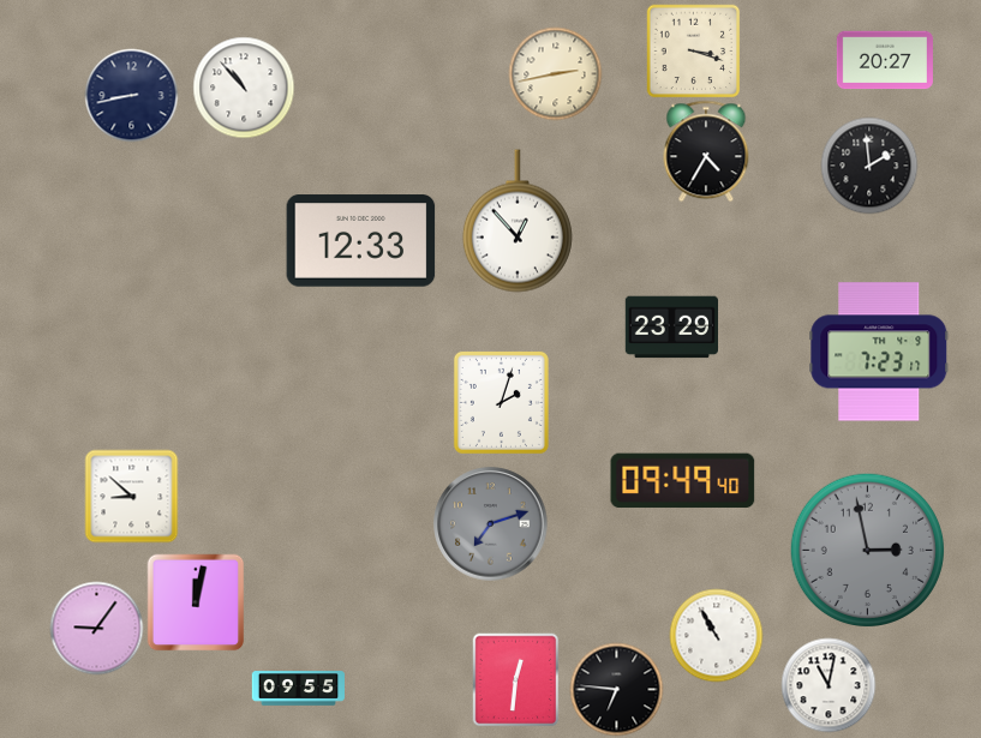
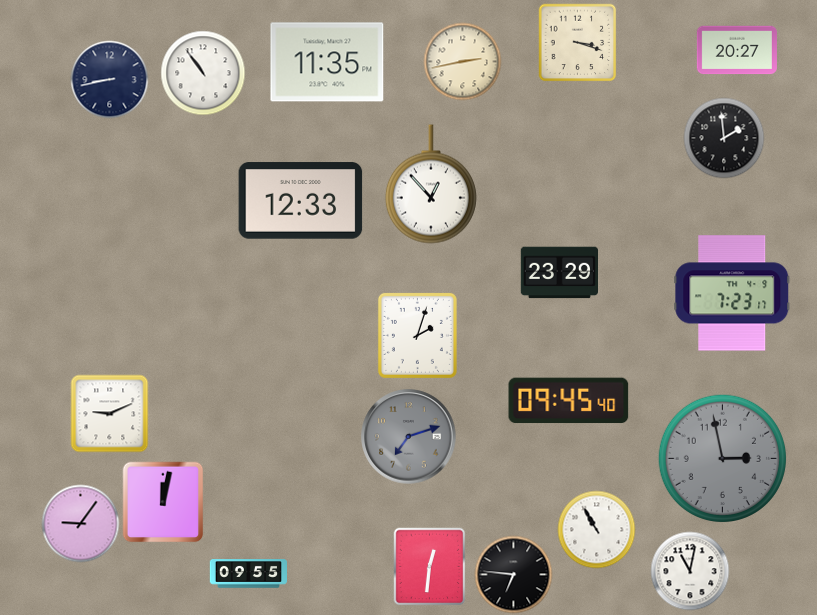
clock at (327, 62): none -> 11:35
clock at (244, 88): 10:53 -> 10:54
clock at (706, 151): 4:35 -> none
clock at (683, 481): 09:49 -> 09:45
clock at (131, 496): 8:52 -> 9:11
